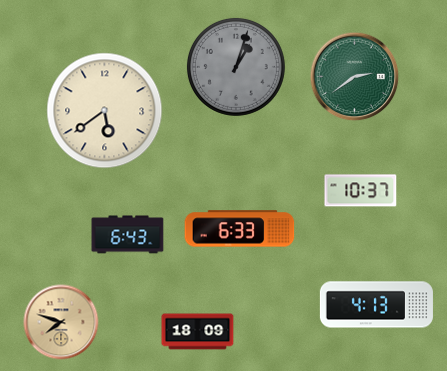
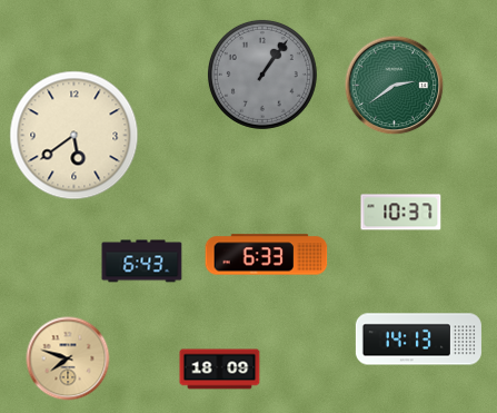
clock at (236, 67): 1:03 -> 1:06
clock at (105, 111) position: (105, 111) -> (74, 136)
clock at (376, 305): 4:13 -> 14:13
